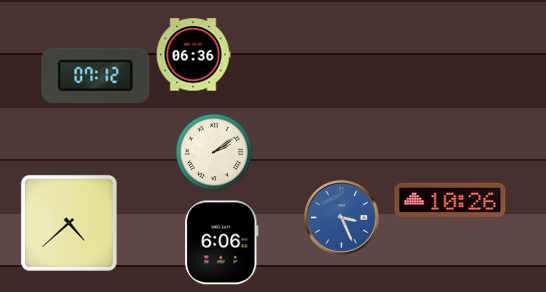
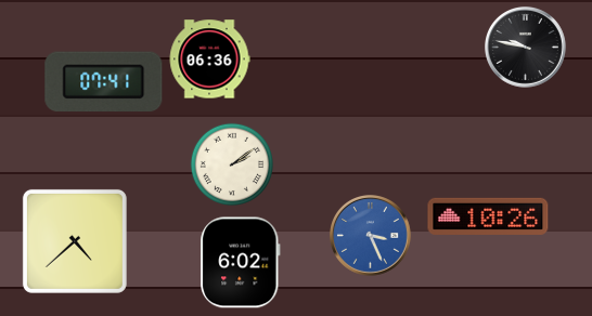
clock at (526, 48): none -> 9:47
clock at (96, 76): 07:12 -> 07:41
clock at (222, 243): 6:06 -> 6:02
